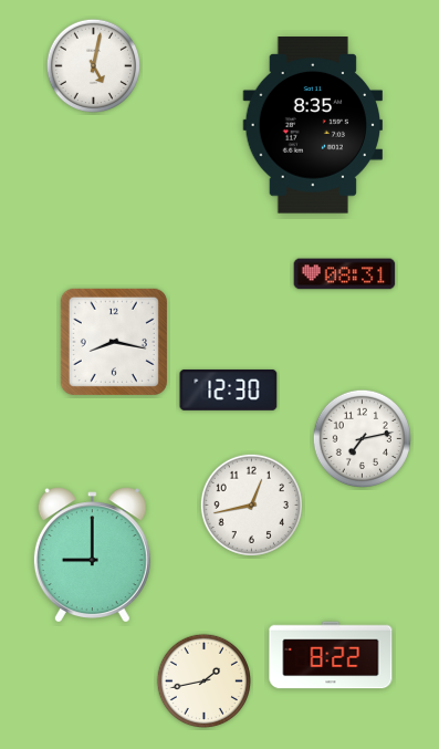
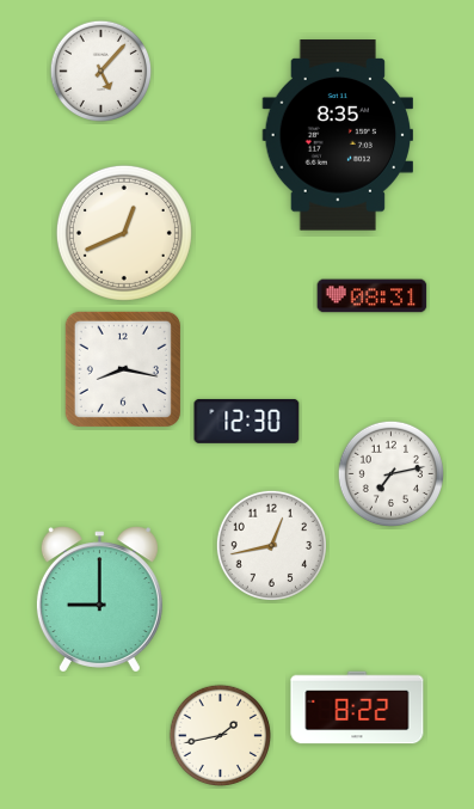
clock at (94, 66): 5:02 -> 5:07
clock at (124, 233): none -> 12:41
